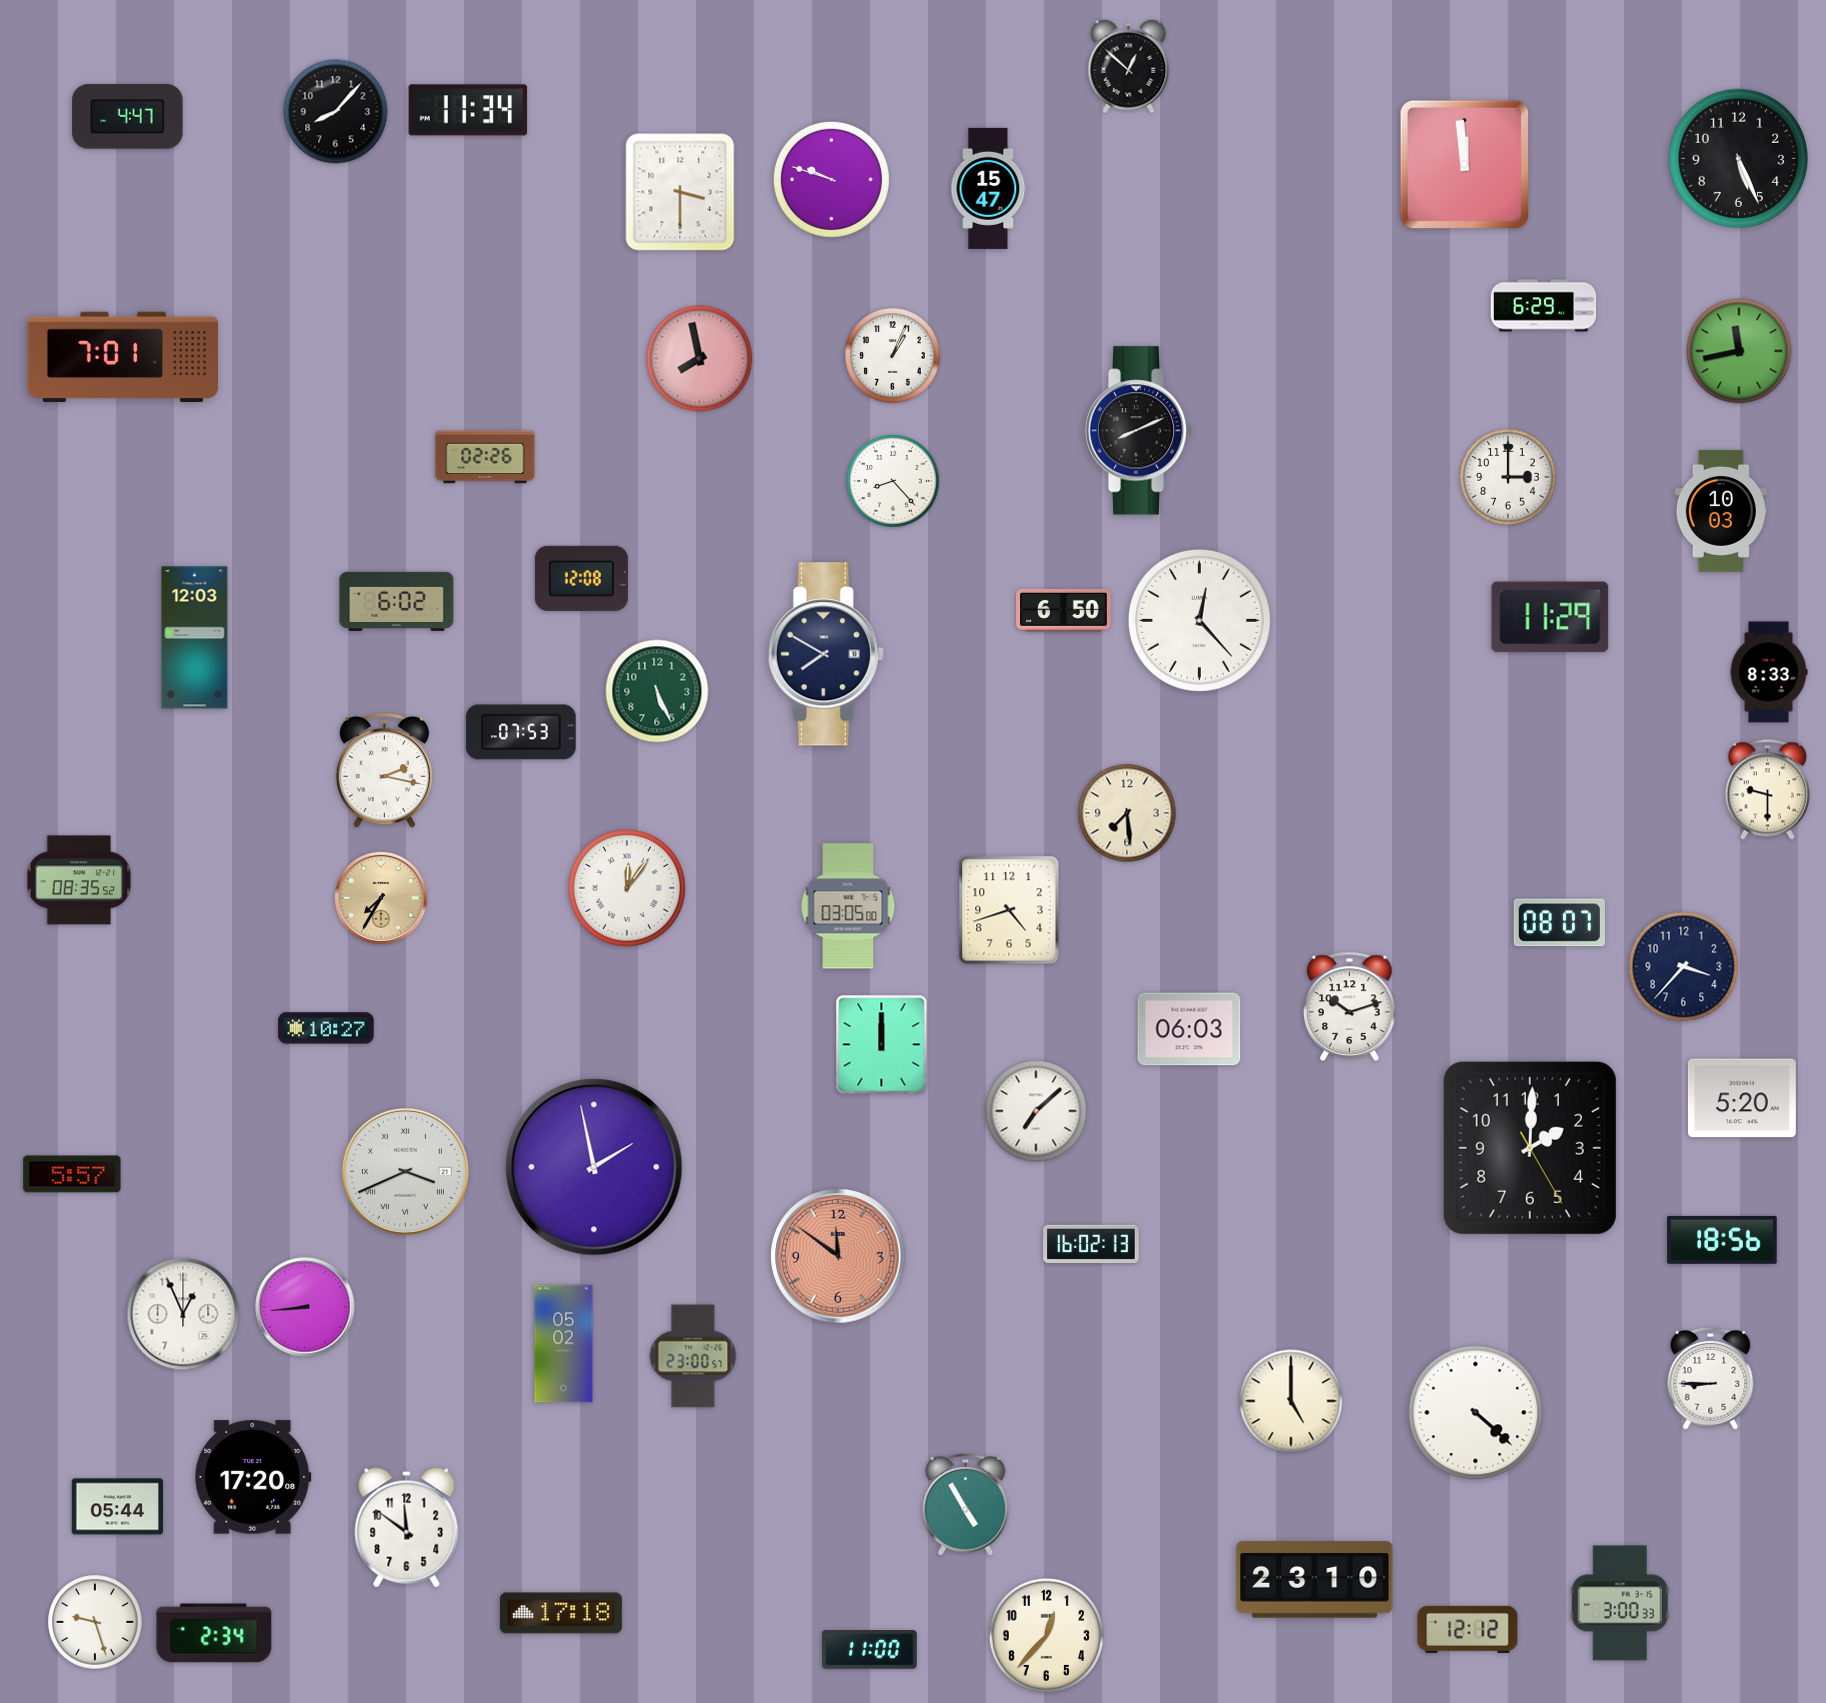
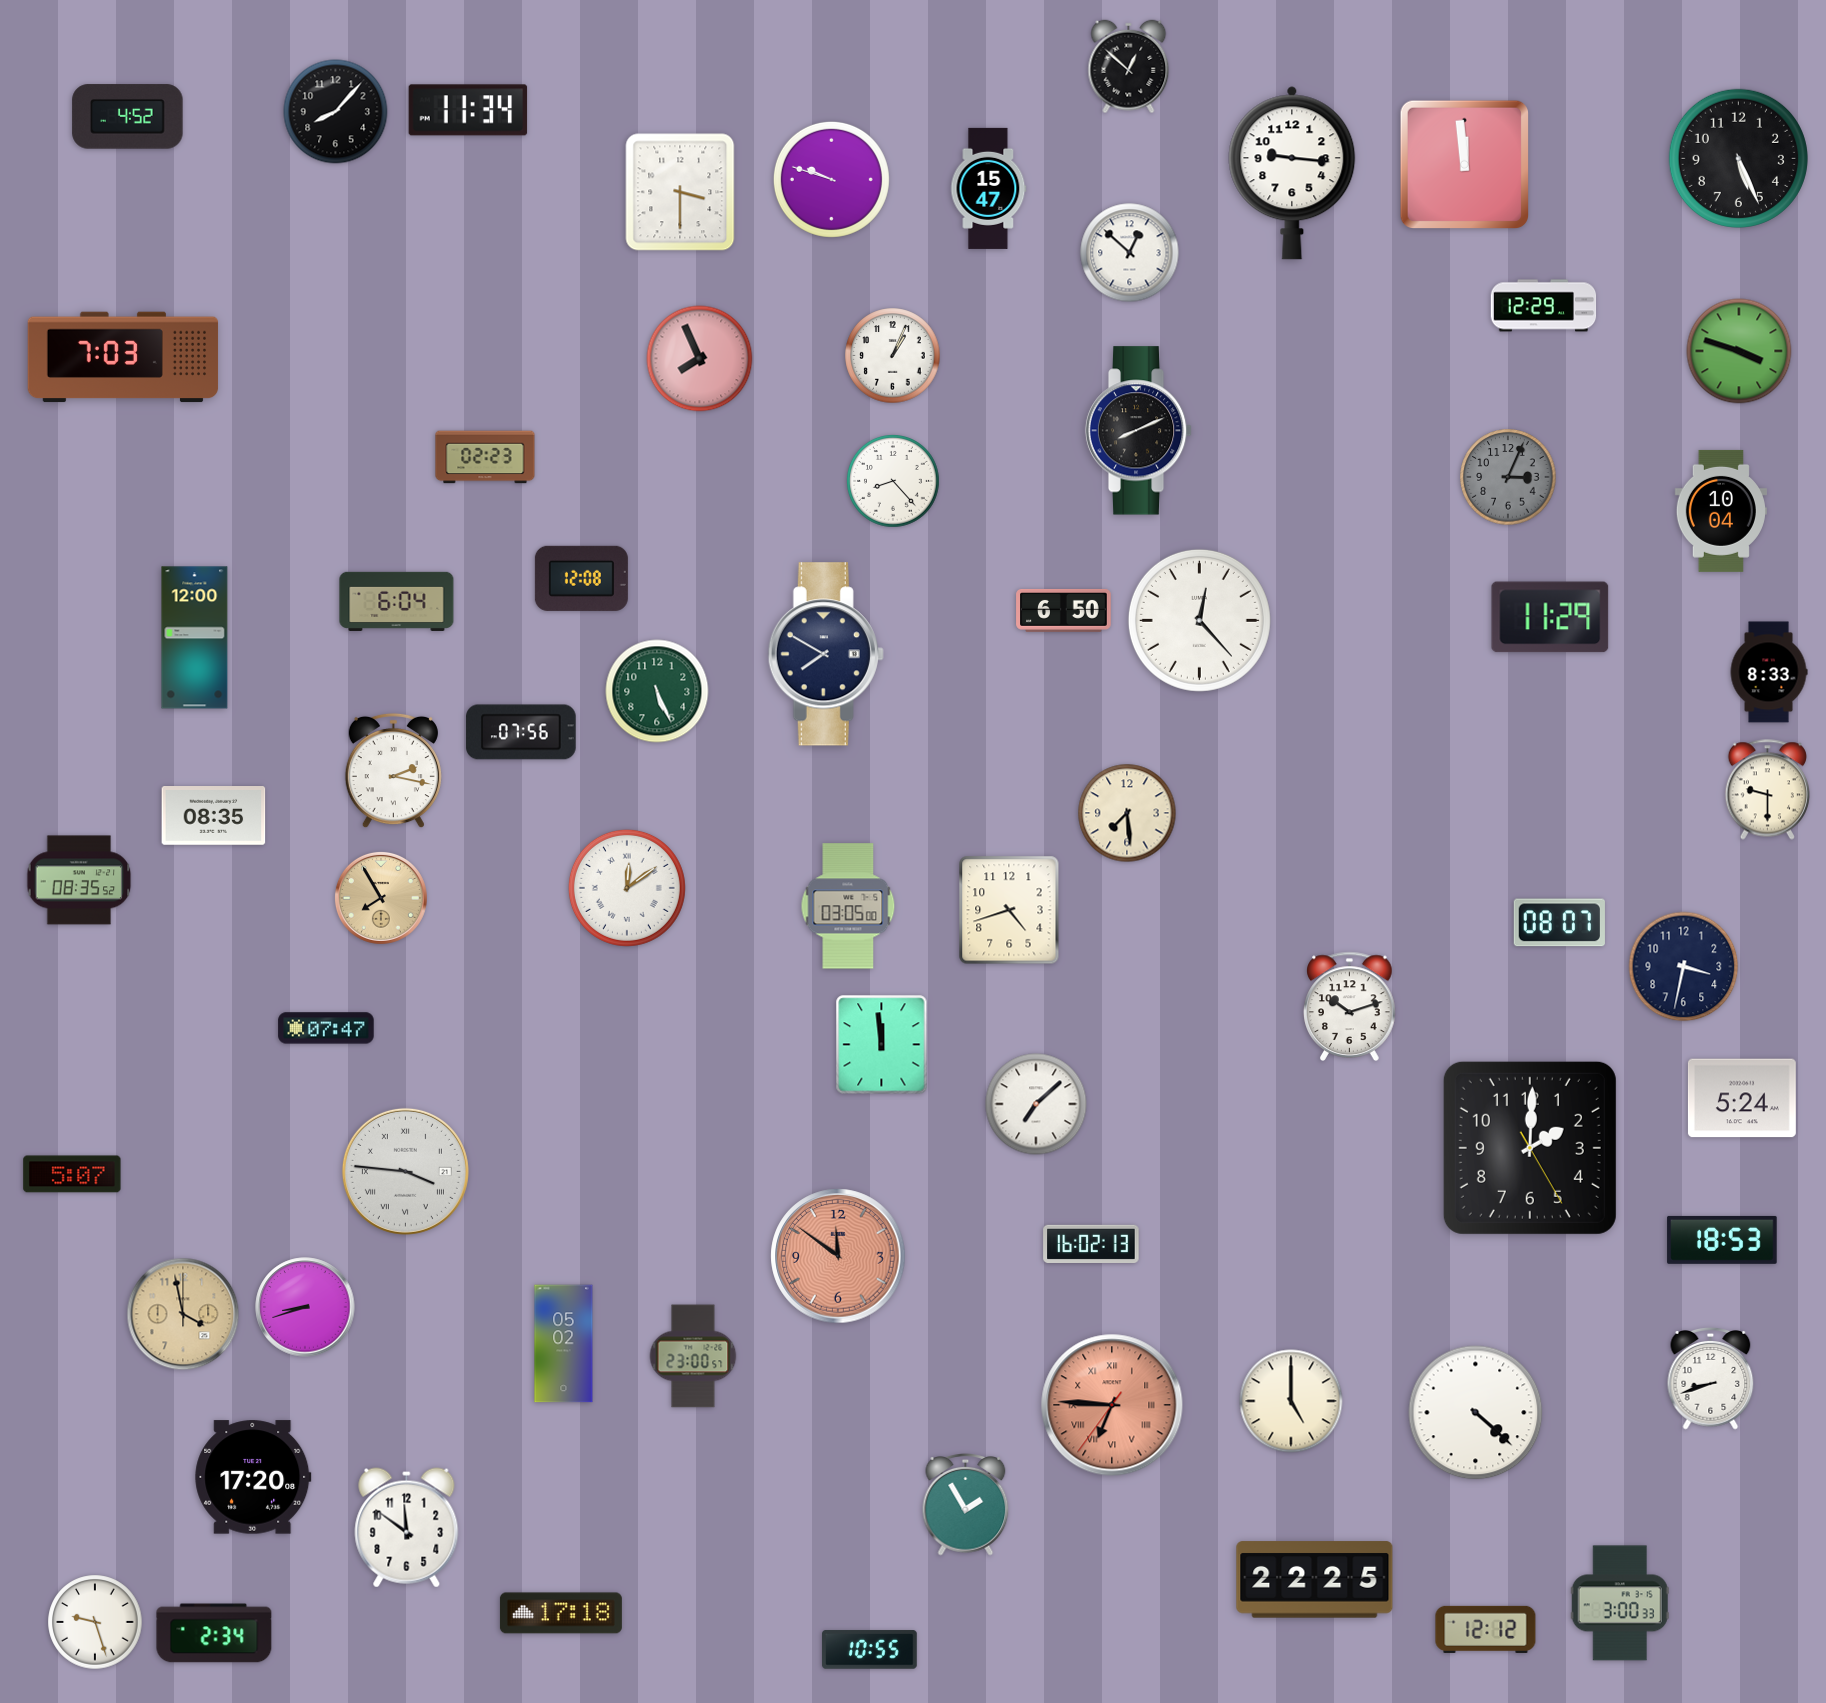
clock at (128, 117): 4:47 -> 4:52
clock at (1292, 173): none -> 9:16
clock at (1130, 253): none -> 12:52
clock at (1544, 306): 6:29 -> 12:29
clock at (1739, 351): 11:43 -> 3:48
clock at (123, 357): 7:01 -> 7:03
clock at (700, 359): 7:58 -> 7:56
clock at (485, 457): 02:26 -> 02:23
clock at (1508, 477): 3:00 -> 3:04
clock at (1508, 477) dial: white -> grey
clock at (1721, 511): 10:03 -> 10:04
clock at (397, 601): 6:02 -> 6:04
clock at (195, 638): 12:03 -> 12:00
clock at (521, 732): 07:53 -> 07:56
clock at (384, 771) position: (384, 771) -> (393, 771)
clock at (214, 816): none -> 08:35
clock at (627, 888): 12:06 -> 12:09
clock at (381, 898): 7:35 -> 7:55
clock at (1684, 967): 3:37 -> 3:32
clock at (326, 1028): 10:27 -> 07:47
clock at (1189, 1029): 06:03 -> none
clock at (882, 1045): 12:00 -> 11:59
clock at (1742, 1098): 5:20 -> 5:24
clock at (1036, 1111) position: (1036, 1111) -> (1036, 1104)
clock at (594, 1167): 1:58 -> none
clock at (405, 1171): 3:41 -> 3:46
clock at (72, 1174): 5:57 -> 5:07
clock at (1722, 1240): 18:56 -> 18:53
clock at (305, 1307): 8:44 -> 8:42
clock at (183, 1314): 12:56 -> 3:58
clock at (183, 1314) dial: white -> champagne
clock at (1711, 1379): 8:45 -> 8:42
clock at (1112, 1405): none -> 6:45
clock at (966, 1505): 4:55 -> 1:55
clock at (117, 1507): 05:44 -> none
clock at (1315, 1580): 23:10 -> 22:25
clock at (1468, 1629) position: (1468, 1629) -> (1486, 1629)
clock at (1046, 1635): 12:37 -> none
clock at (870, 1650): 11:00 -> 10:55
